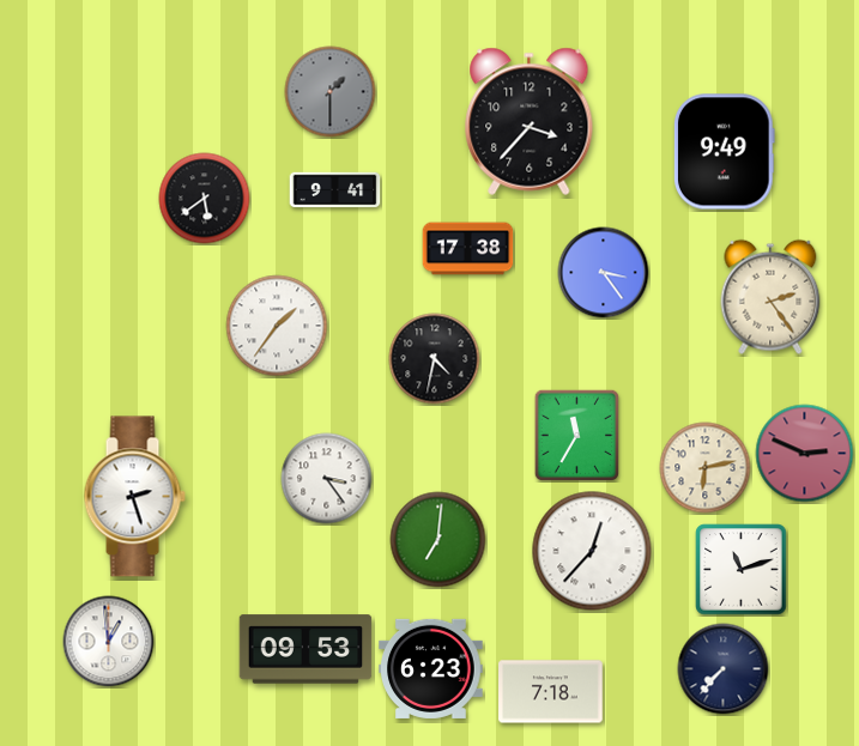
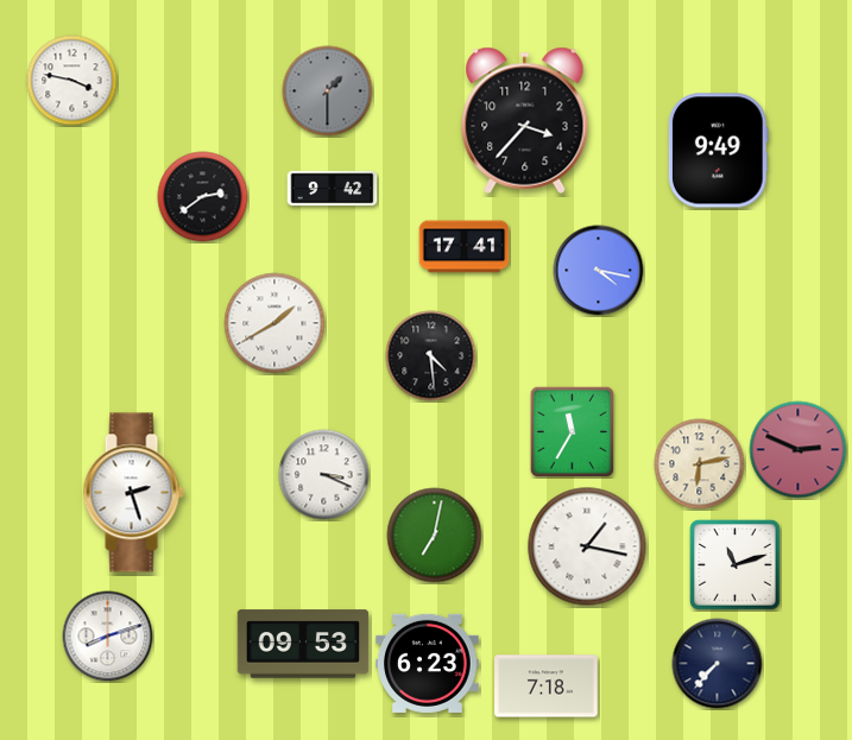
clock at (72, 81): none -> 3:47
clock at (335, 190): 9:41 -> 9:42
clock at (205, 199): 5:39 -> 2:39
clock at (468, 249): 17:38 -> 17:41
clock at (604, 273): 3:24 -> 4:17
clock at (770, 297): 2:24 -> none
clock at (277, 326): 1:36 -> 1:40
clock at (435, 359): 4:32 -> 4:29
clock at (327, 479): 3:24 -> 3:19
clock at (438, 540): 7:01 -> 7:02
clock at (592, 551): 12:37 -> 1:17
clock at (109, 642): 12:59 -> 8:12
